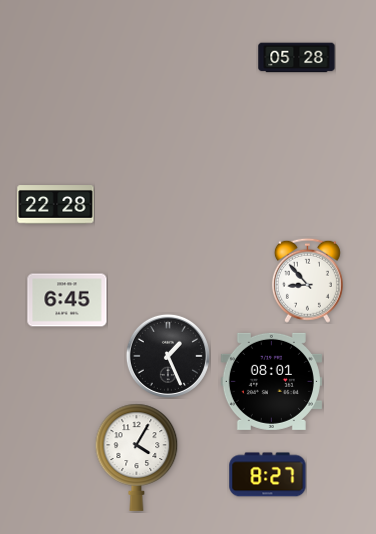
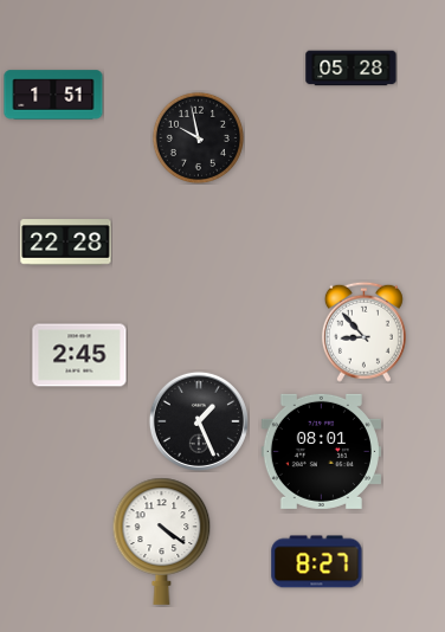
clock at (53, 95): none -> 1:51
clock at (198, 137): none -> 9:58
clock at (67, 300): 6:45 -> 2:45
clock at (137, 457): 4:05 -> 4:21
